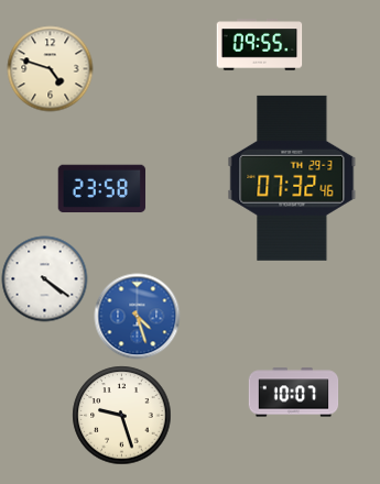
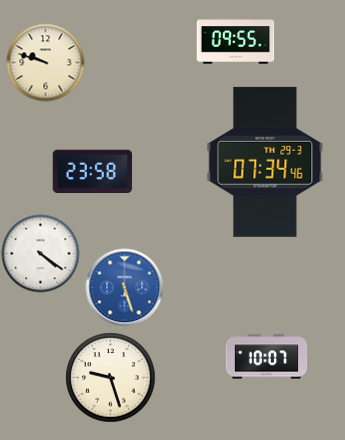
clock at (50, 68): 4:48 -> 9:48
clock at (292, 178): 07:32 -> 07:34
clock at (137, 316): 4:27 -> 5:27
